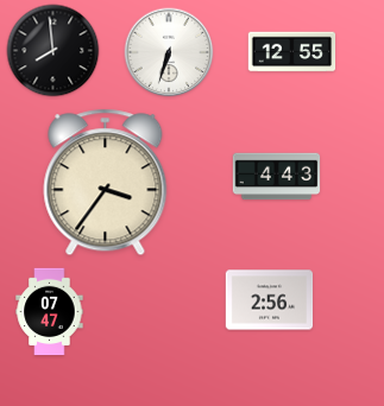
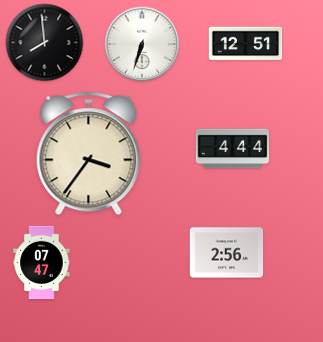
clock at (292, 52): 12:55 -> 12:51
clock at (277, 177): 4:43 -> 4:44
